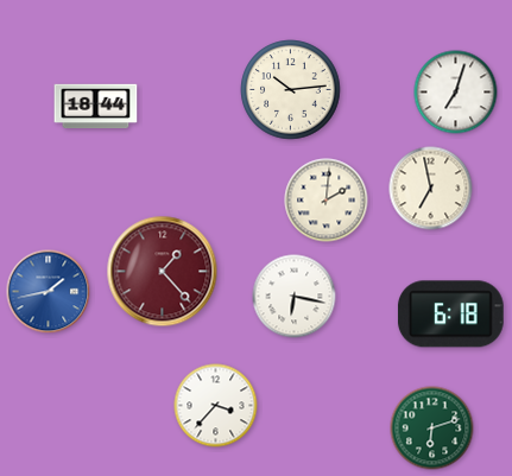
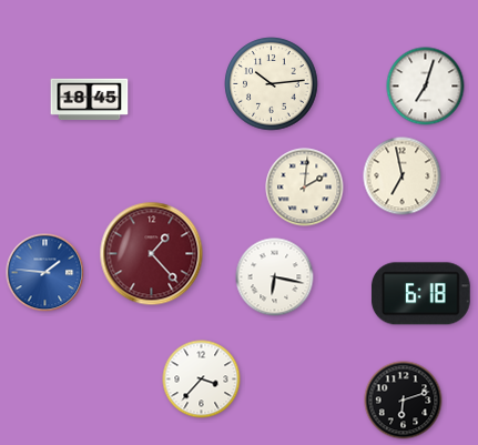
clock at (96, 107): 18:44 -> 18:45
clock at (49, 292): 1:43 -> 1:46
clock at (432, 429) dial: green -> black
